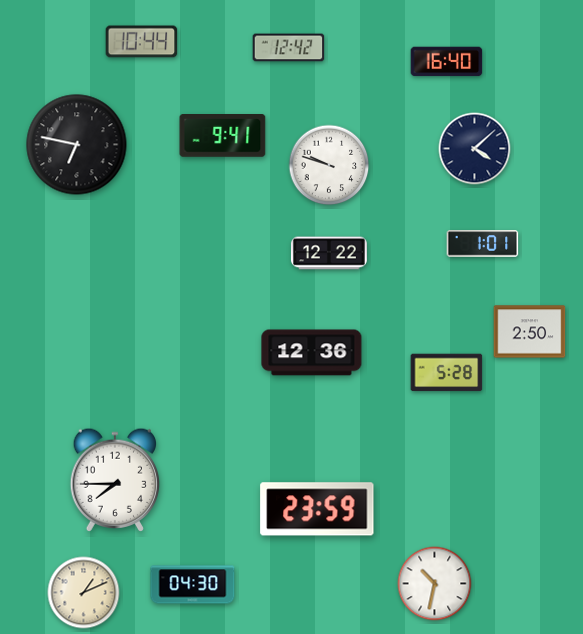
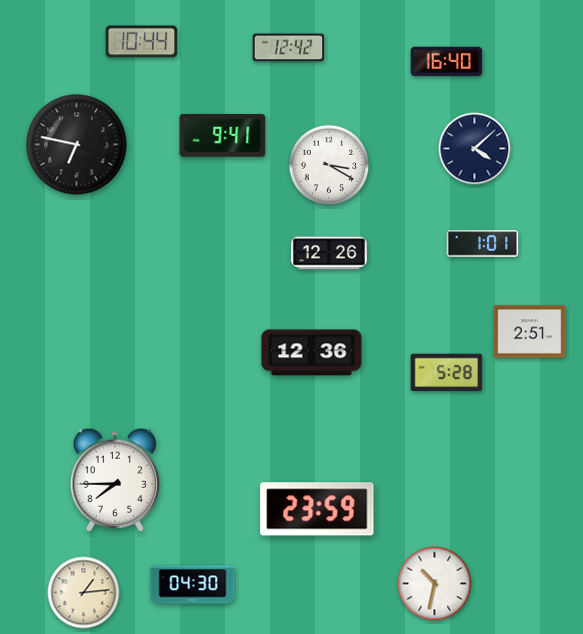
clock at (329, 165): 9:48 -> 3:20
clock at (329, 253): 12:22 -> 12:26
clock at (530, 332): 2:50 -> 2:51
clock at (84, 593): 1:11 -> 1:14
